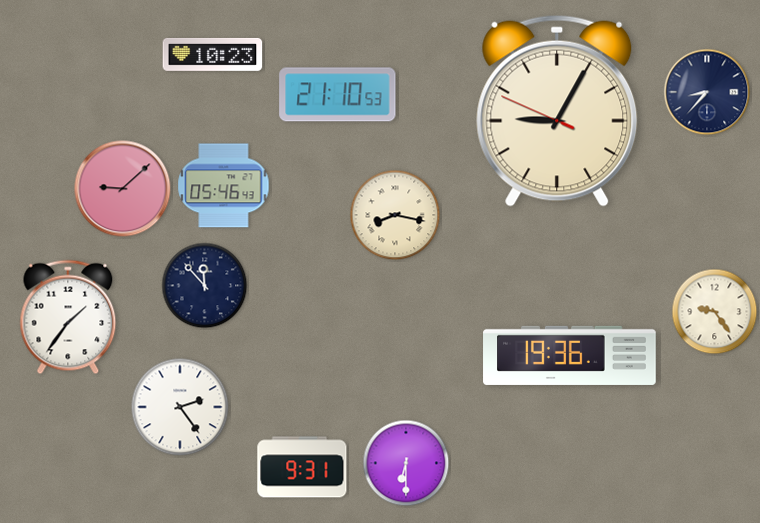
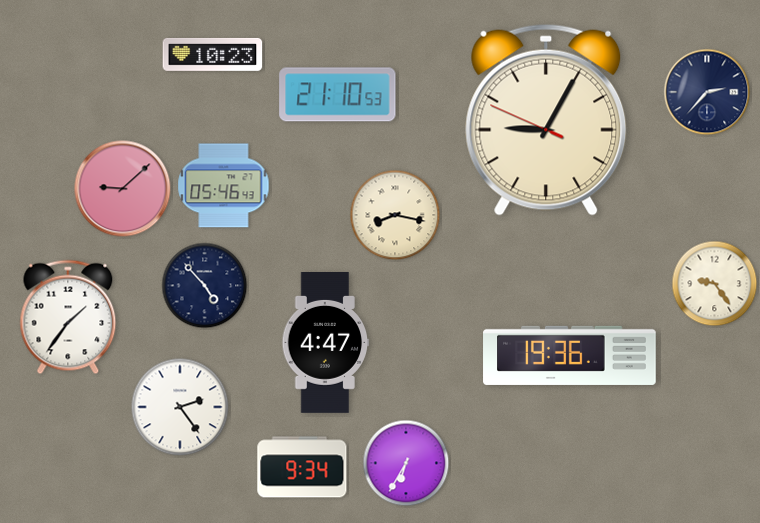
clock at (707, 92): 8:37 -> 2:37
clock at (557, 111) position: (557, 111) -> (546, 120)
clock at (205, 286): 11:53 -> 4:53
clock at (715, 312) position: (715, 312) -> (715, 284)
clock at (326, 343): none -> 4:47
clock at (406, 463): 6:30 -> 6:35
clock at (302, 467): 9:31 -> 9:34
